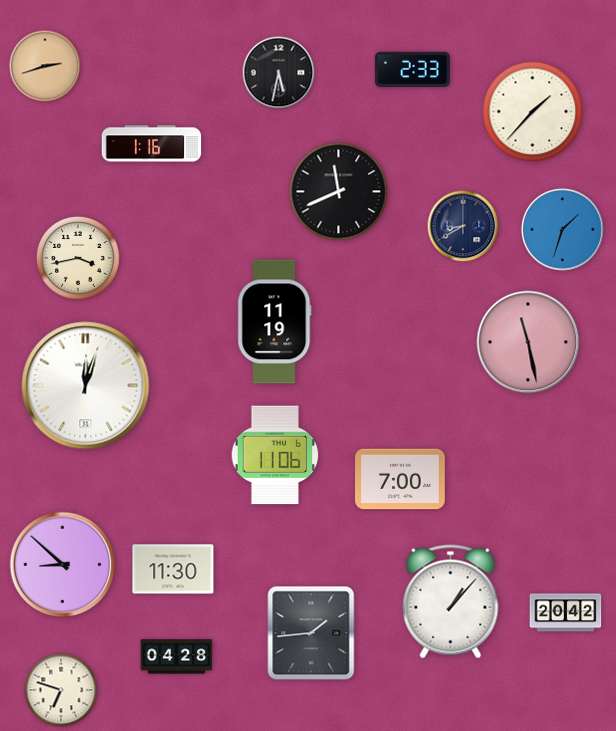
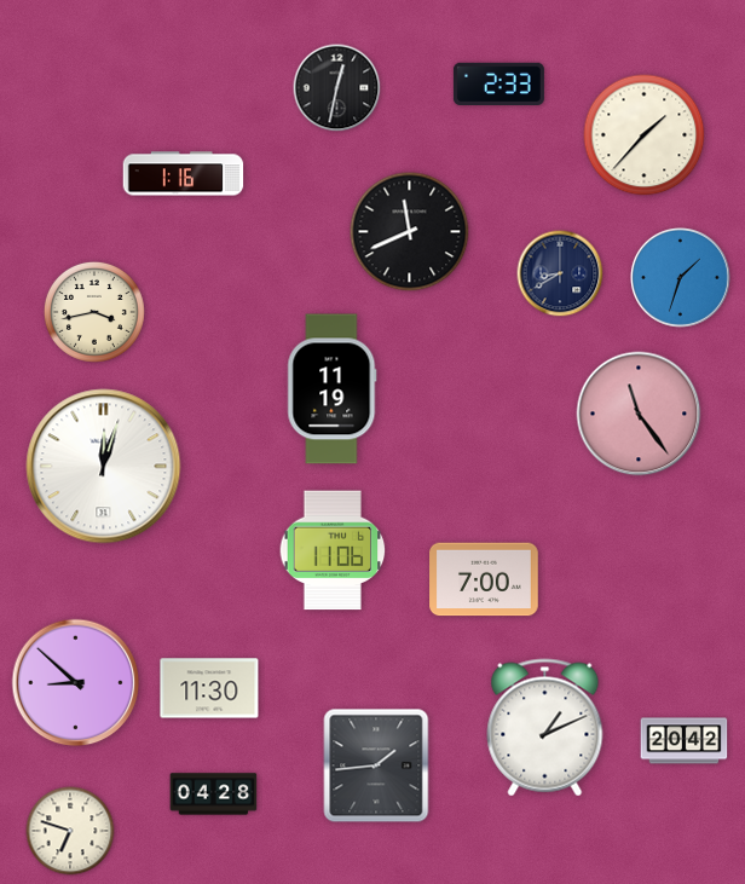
clock at (45, 66): 2:42 -> none
clock at (279, 73): 5:32 -> 12:32
clock at (528, 342): 11:28 -> 11:24
clock at (451, 602): 1:07 -> 1:11
clock at (61, 690) position: (61, 690) -> (70, 831)
